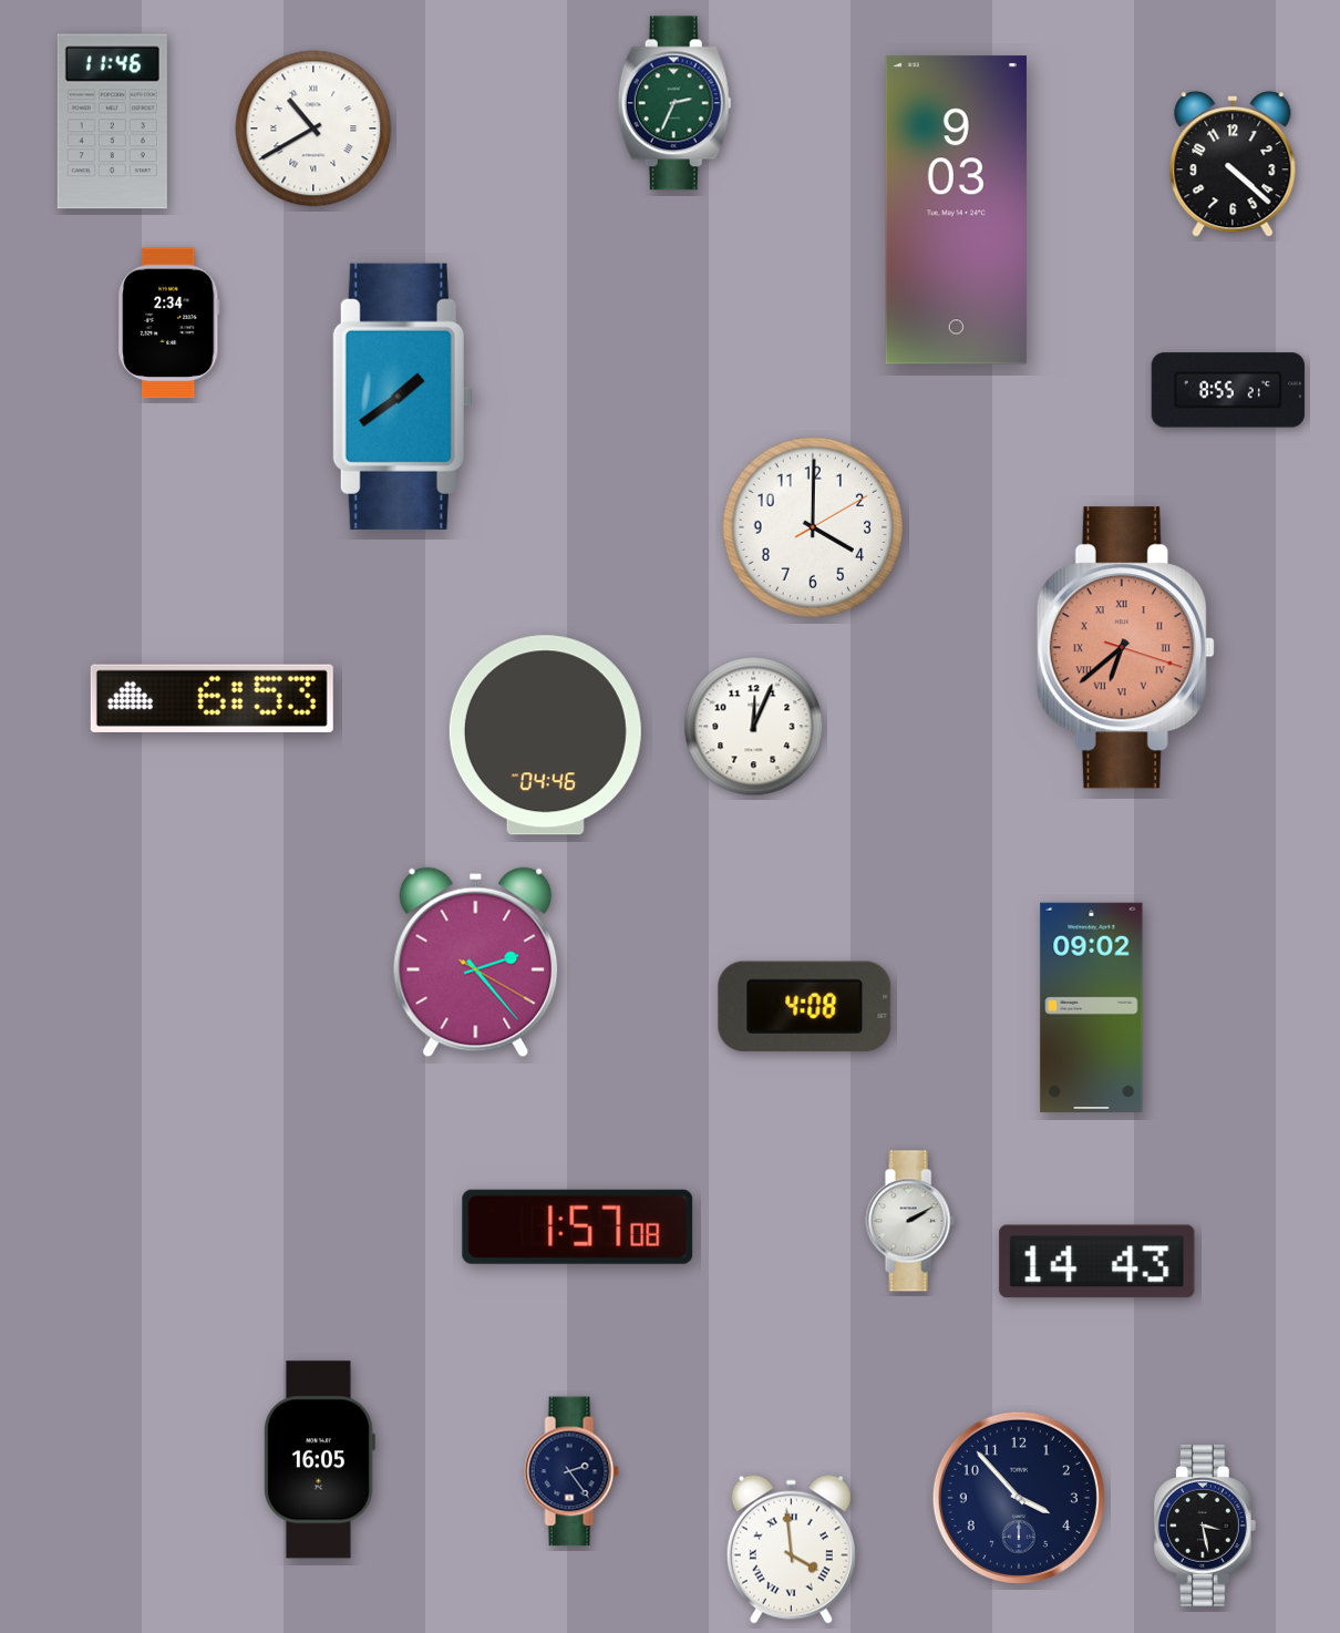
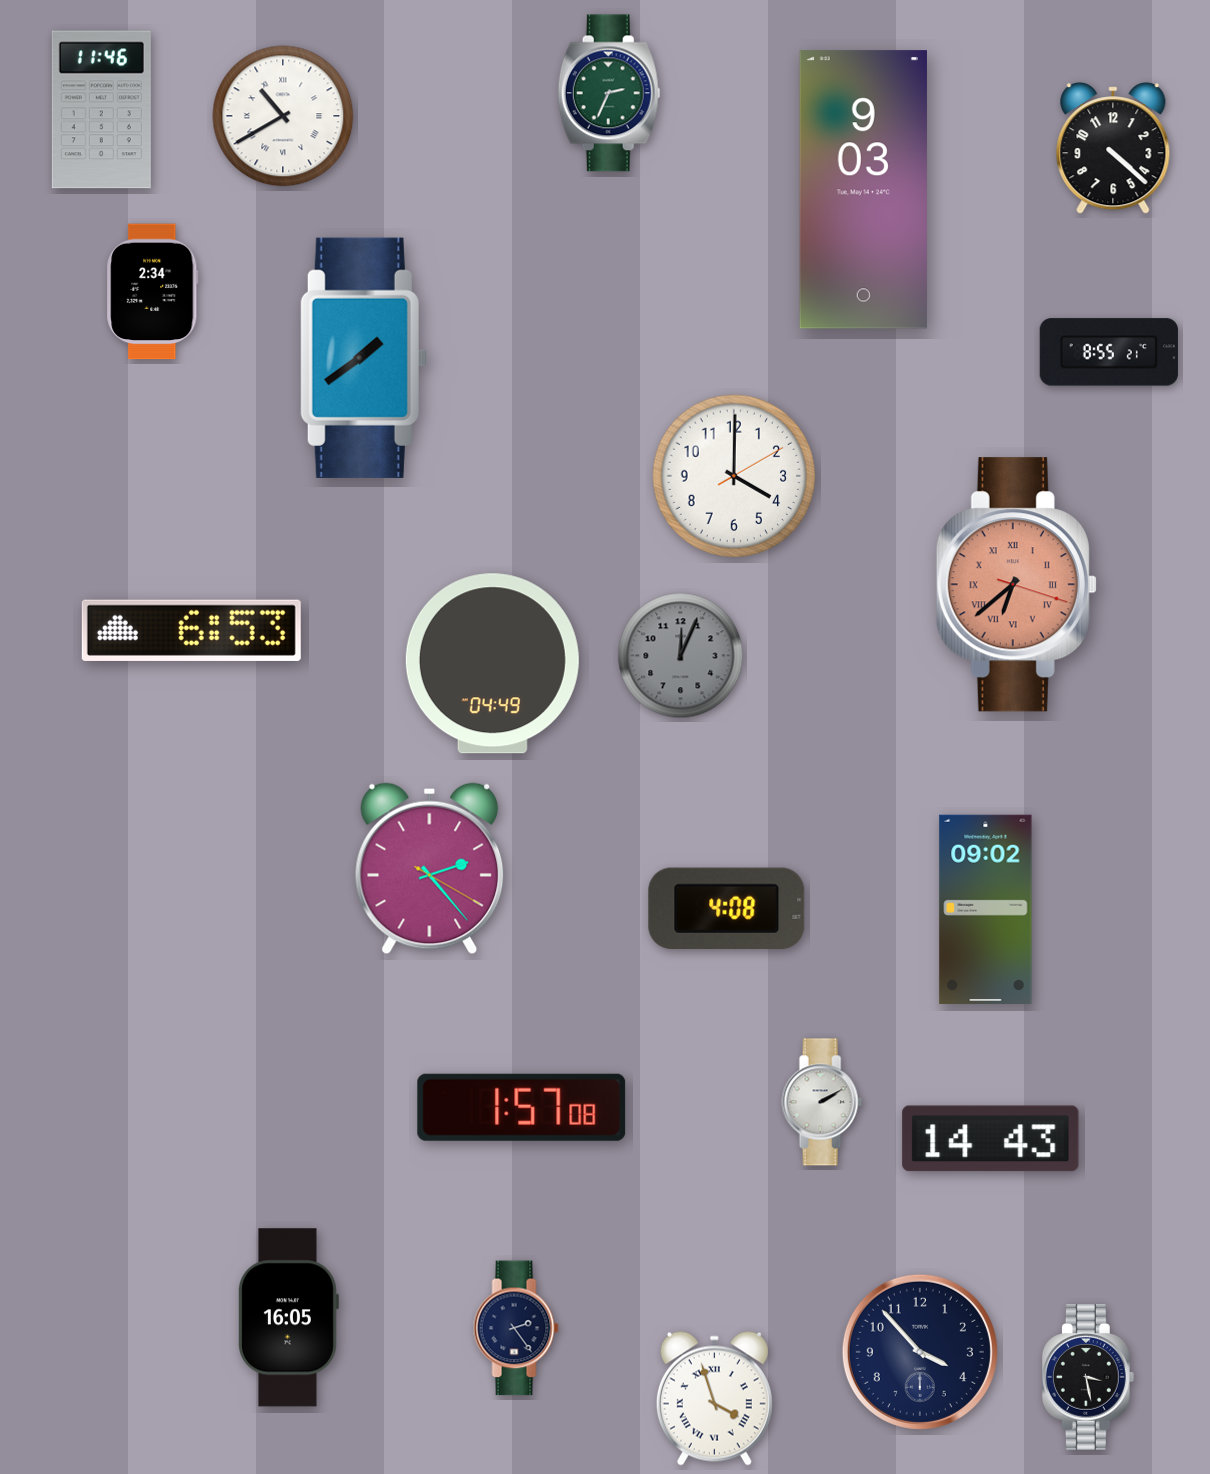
clock at (754, 727) dial: white -> grey
clock at (545, 736): 04:46 -> 04:49
clock at (791, 1549): 3:59 -> 3:57
